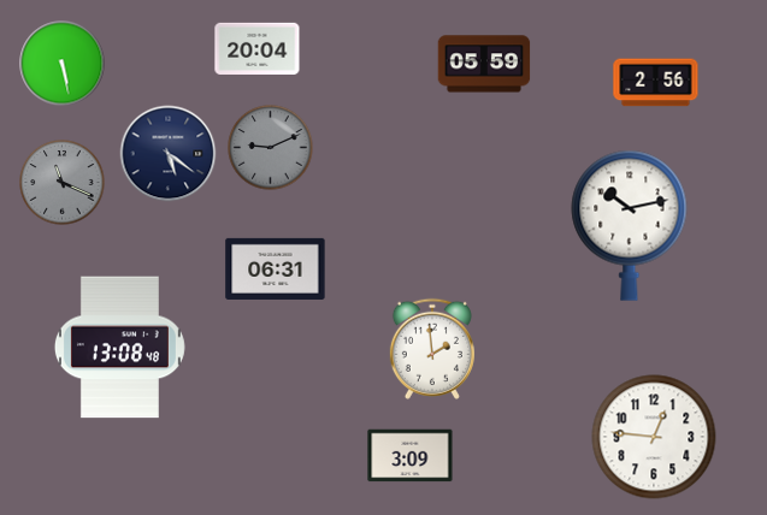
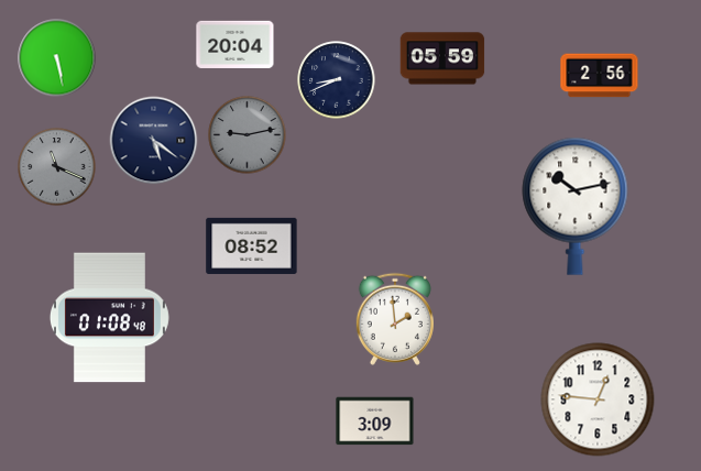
clock at (337, 80): none -> 8:41
clock at (271, 148): 9:11 -> 9:13
clock at (276, 268): 06:31 -> 08:52
clock at (119, 348): 13:08 -> 01:08
clock at (411, 456) position: (411, 456) -> (375, 421)
